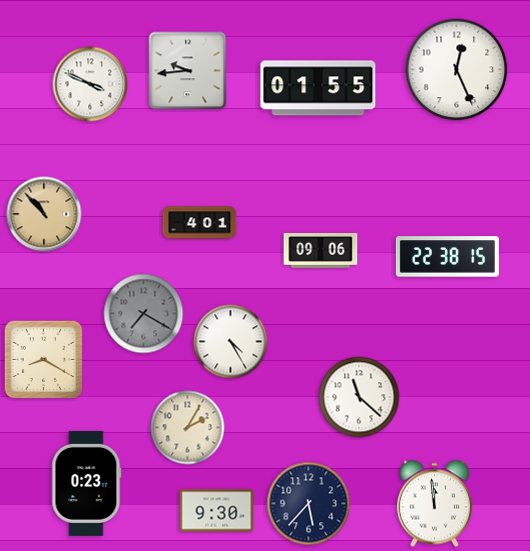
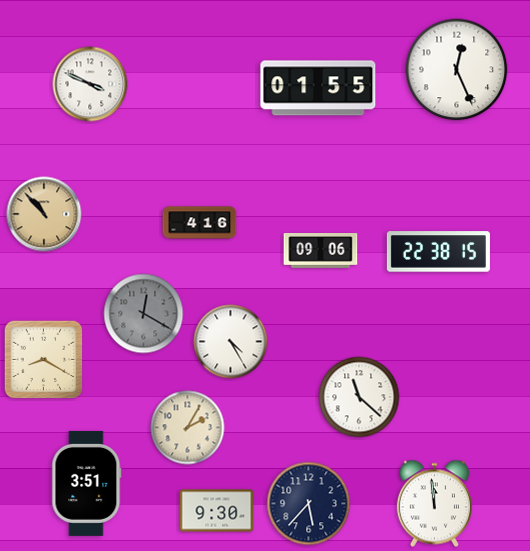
clock at (188, 71): 9:44 -> none
clock at (200, 223): 4:01 -> 4:16
clock at (447, 257) position: (447, 257) -> (438, 252)
clock at (144, 314): 7:20 -> 12:20
clock at (87, 483): 0:23 -> 3:51
